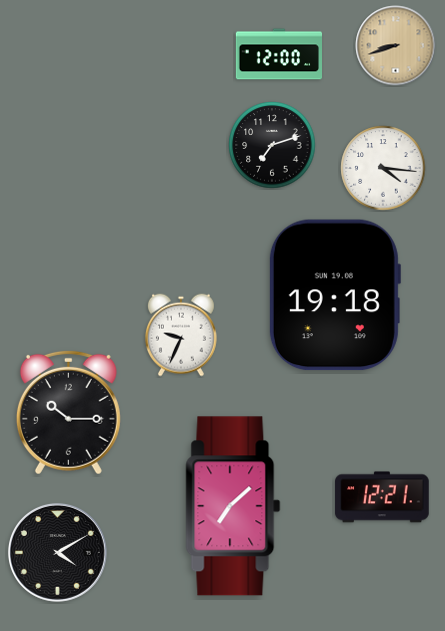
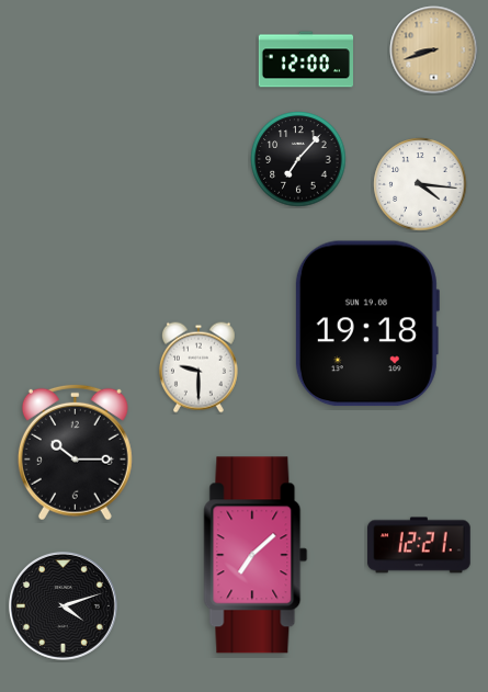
clock at (272, 145): 7:12 -> 7:07
clock at (181, 335): 9:34 -> 9:30
clock at (58, 553): 4:10 -> 4:12
